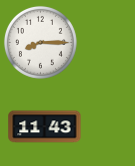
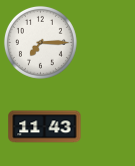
clock at (40, 42): 8:15 -> 7:15
